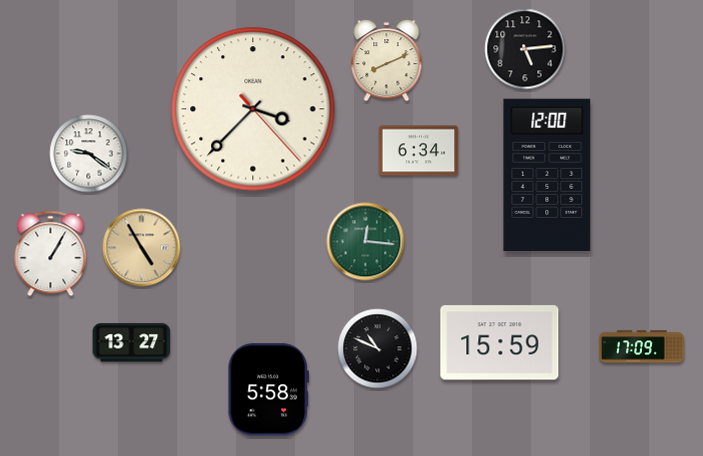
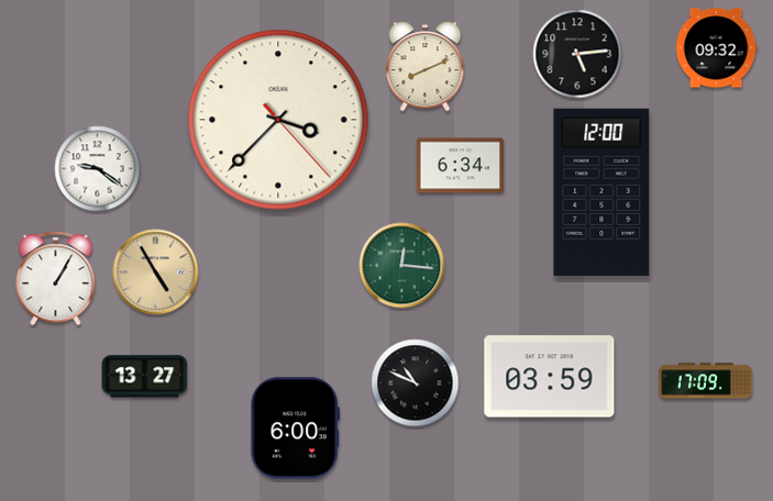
clock at (716, 48): none -> 09:32
clock at (500, 343): 15:59 -> 03:59
clock at (268, 390): 5:58 -> 6:00
